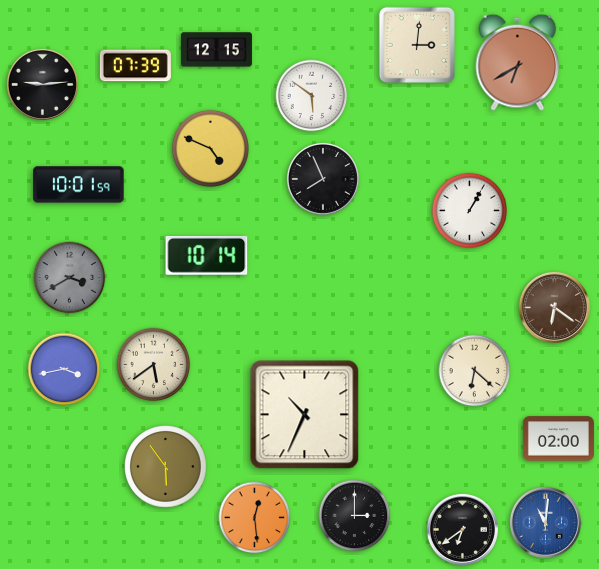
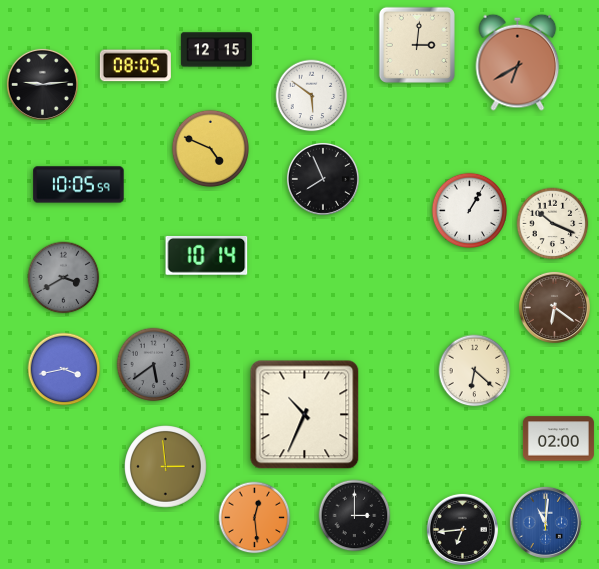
clock at (135, 66): 07:39 -> 08:05
clock at (79, 185): 10:01 -> 10:05
clock at (553, 224): none -> 10:19
clock at (70, 278) position: (70, 278) -> (64, 278)
clock at (154, 365) dial: cream -> grey
clock at (166, 467): 5:54 -> 2:59
clock at (462, 529): 6:39 -> 6:44
